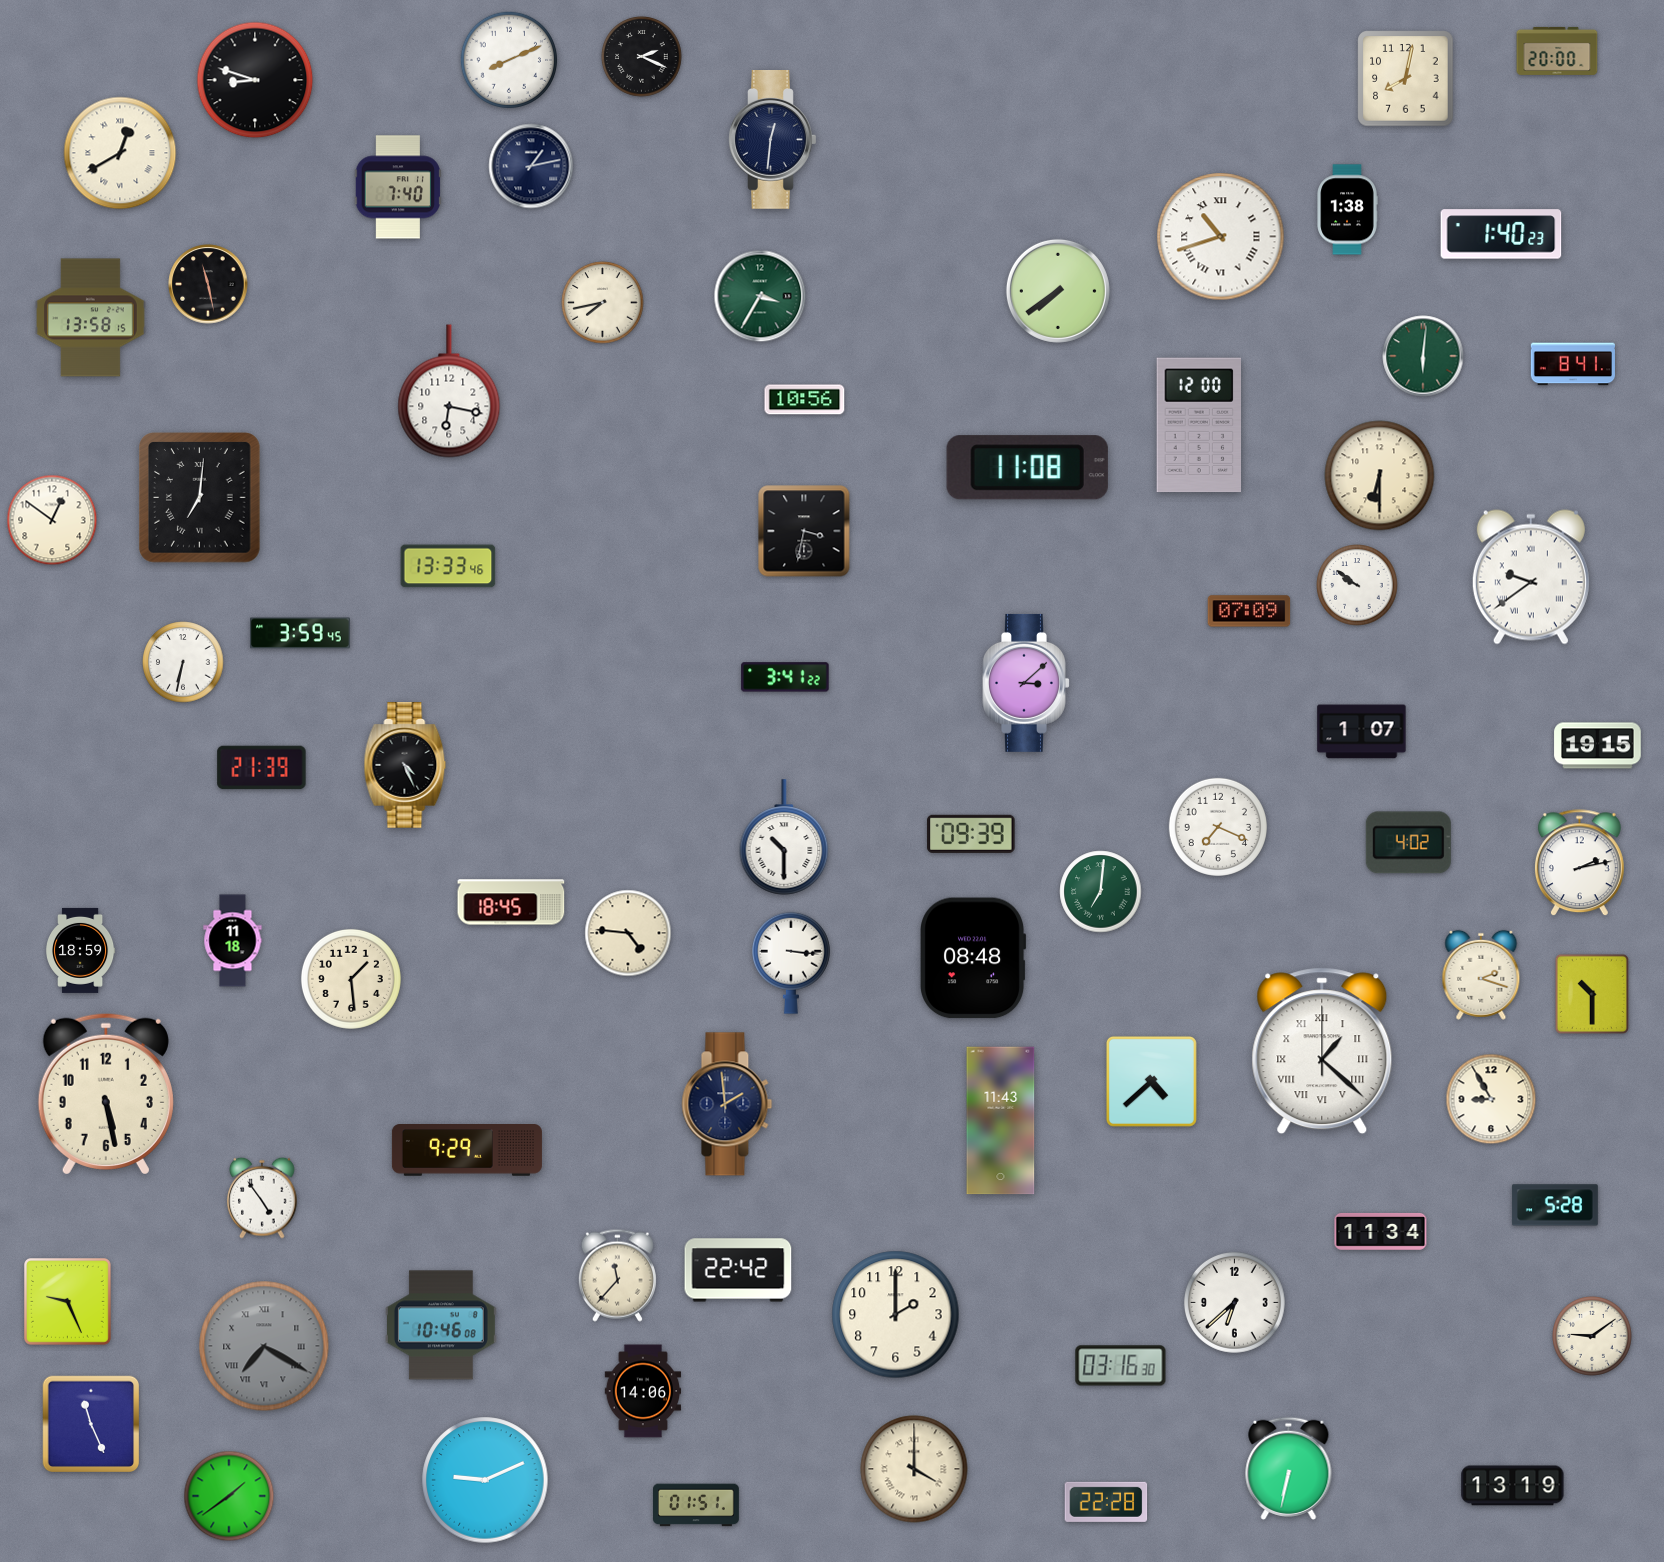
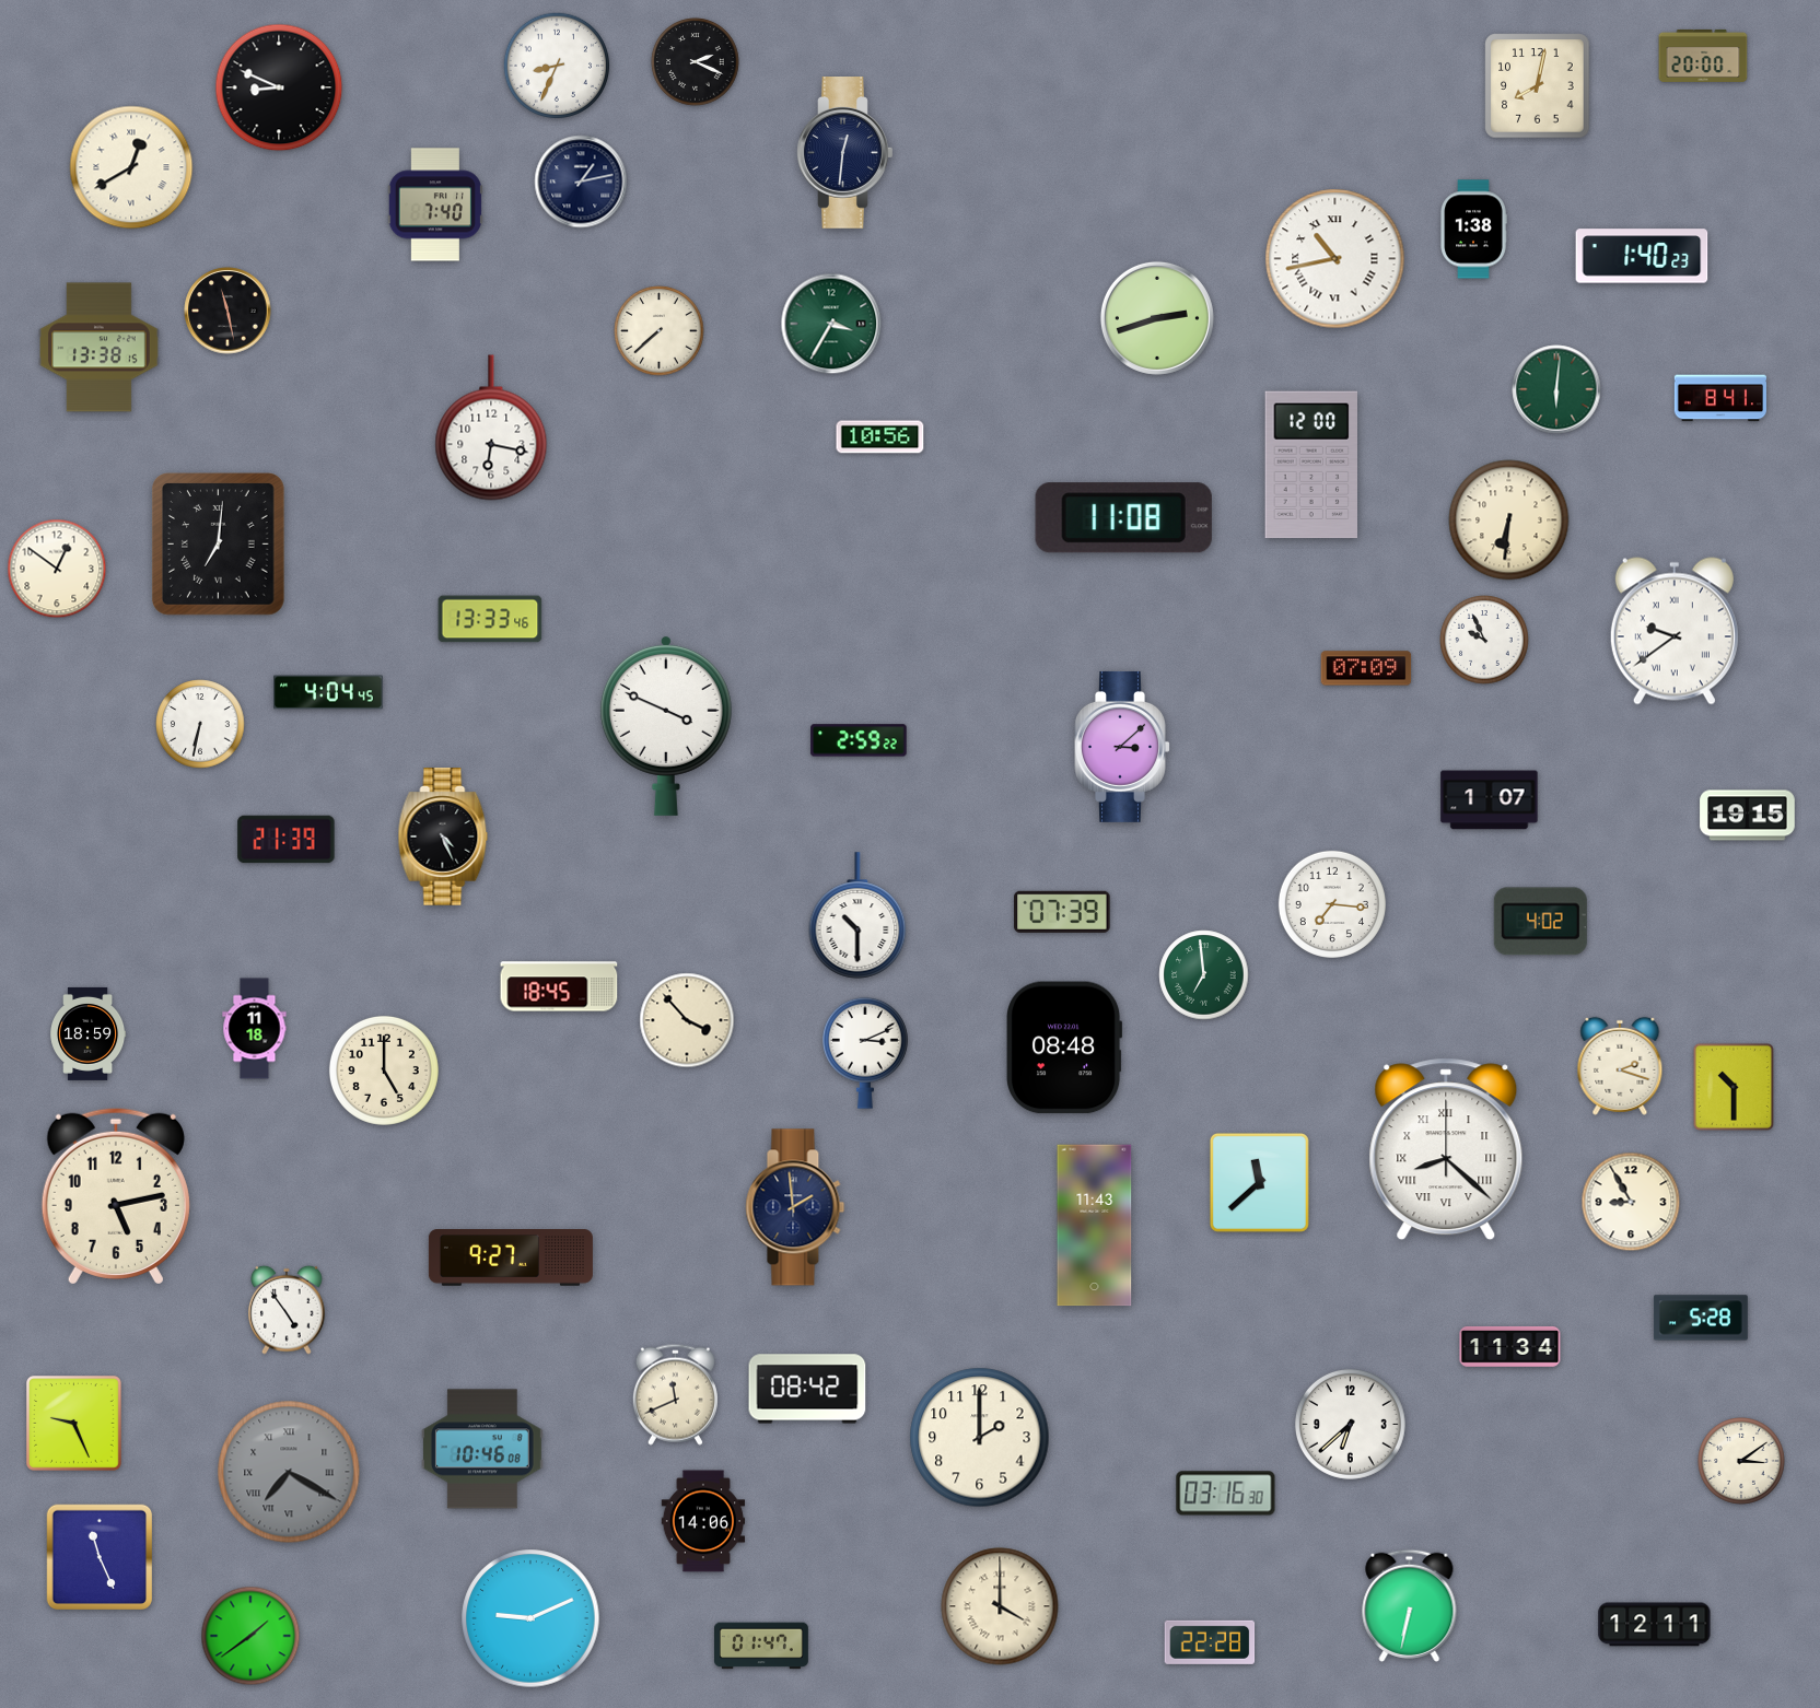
clock at (642, 57) position: (642, 57) -> (696, 62)
clock at (509, 60): 8:11 -> 8:34
clock at (255, 80): 8:48 -> 8:49
clock at (1221, 237): 10:42 -> 10:43
clock at (1058, 291): 7:39 -> 2:42
clock at (603, 303): 7:43 -> 7:38
clock at (91, 318): 13:58 -> 13:38
clock at (1027, 468) position: (1027, 468) -> (1123, 518)
clock at (1380, 476): 6:30 -> 6:31
clock at (804, 531): 3:32 -> none
clock at (1357, 585): 9:51 -> 9:56
clock at (300, 633): 3:59 -> 4:04
clock at (666, 725): none -> 3:49
clock at (785, 677): 3:41 -> 2:59
clock at (1218, 827): 7:19 -> 7:16
clock at (971, 834): 09:39 -> 07:39
clock at (1579, 863): 2:13 -> none
clock at (1101, 892): 7:01 -> 6:59
clock at (628, 933): 4:46 -> 3:53
clock at (81, 950) position: (81, 950) -> (89, 1033)
clock at (791, 963): 3:16 -> 3:11
clock at (351, 979): 1:29 -> 5:00
clock at (1592, 994) position: (1592, 994) -> (1734, 1087)
clock at (1322, 1051): 1:22 -> 8:22
clock at (1151, 1081): 4:38 -> 11:38
clock at (106, 1094): 5:28 -> 5:13
clock at (467, 1150): 9:29 -> 9:27
clock at (738, 1270): 22:42 -> 08:42
clock at (617, 1275): 11:37 -> 11:41
clock at (1593, 1337): 9:09 -> 3:09
clock at (1513, 1486): 13:19 -> 12:11
clock at (697, 1505): 01:51 -> 01:47
